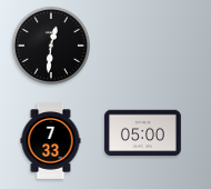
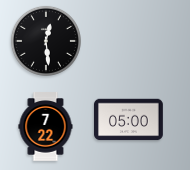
clock at (51, 46): 12:31 -> 12:29
clock at (51, 141): 7:33 -> 7:22
